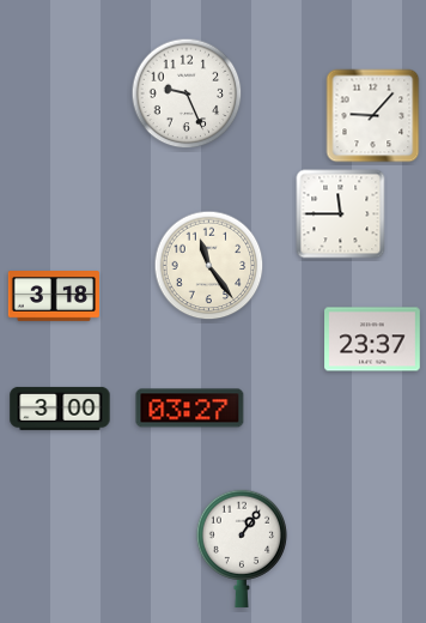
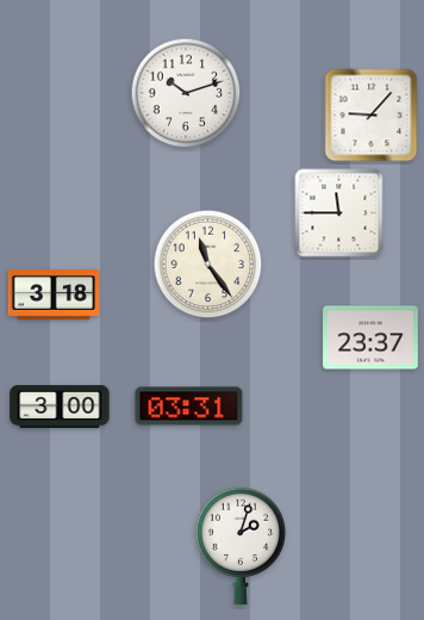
clock at (187, 93): 9:26 -> 10:12
clock at (190, 409): 03:27 -> 03:31
clock at (241, 549): 1:06 -> 2:03
